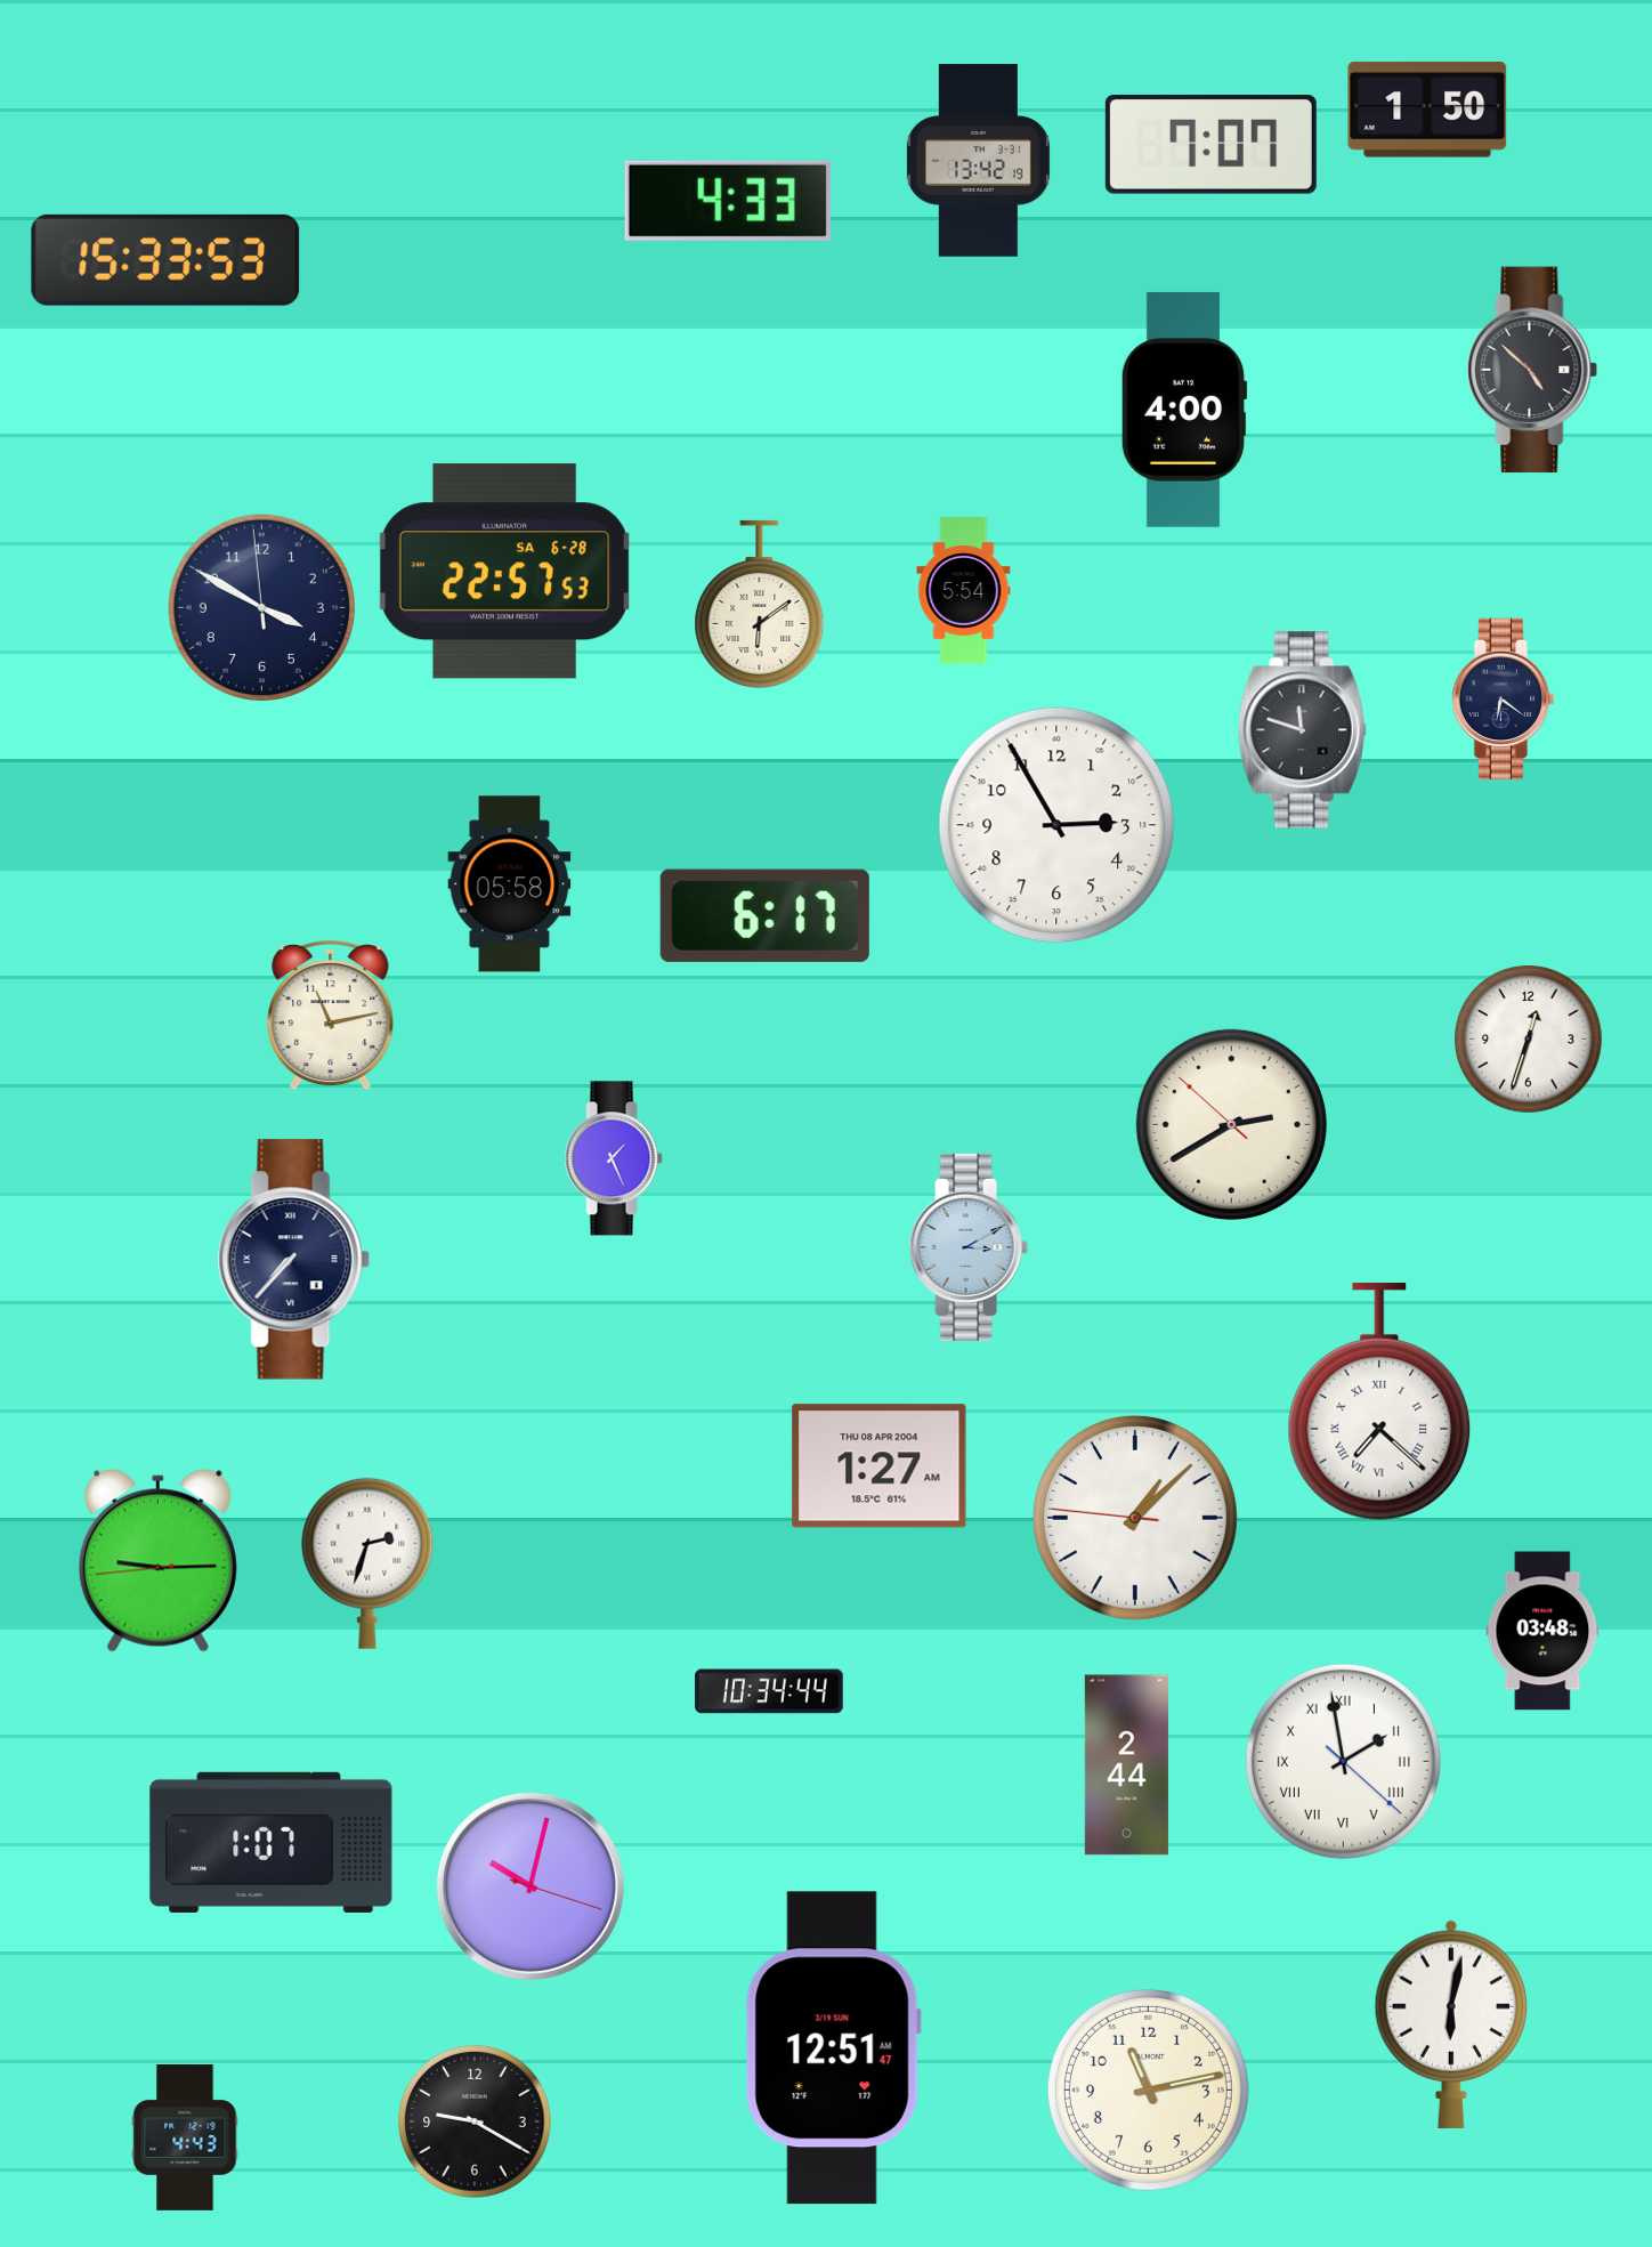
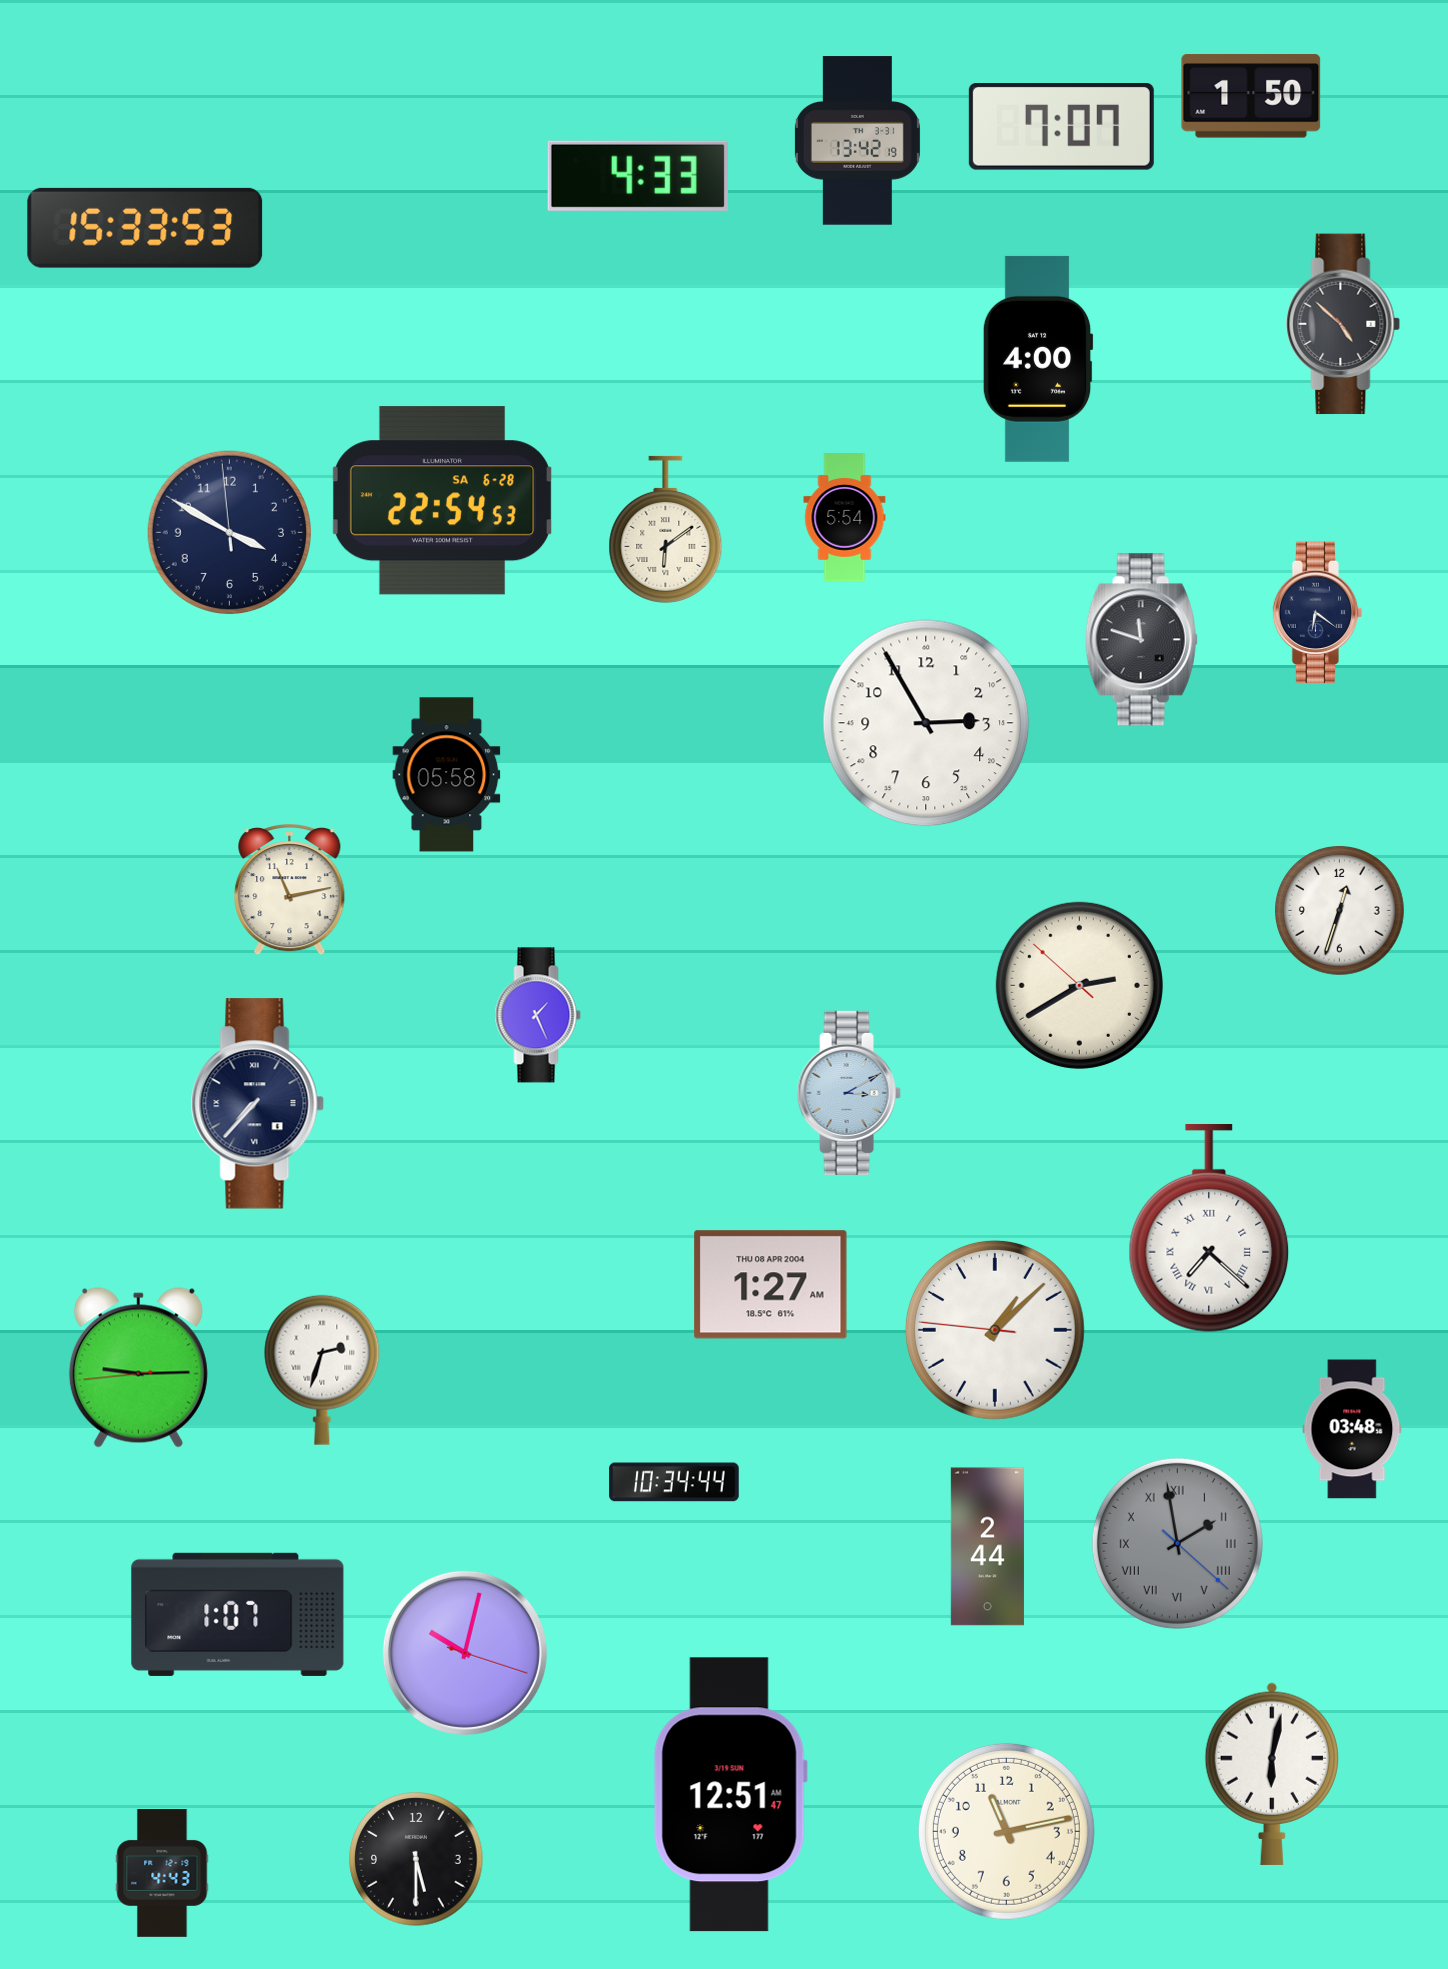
clock at (503, 572): 22:57 -> 22:54
clock at (764, 915): 6:17 -> none
clock at (1343, 1761) dial: white -> grey
clock at (475, 2121): 9:20 -> 5:30
